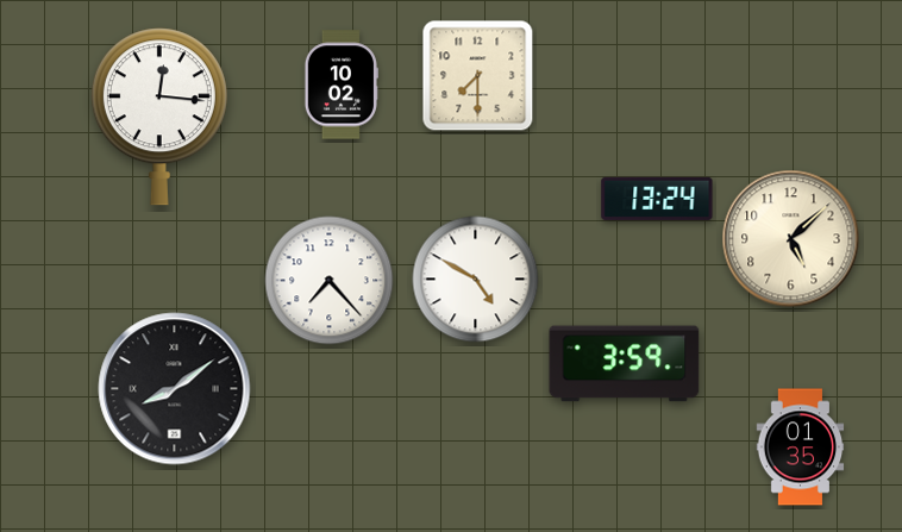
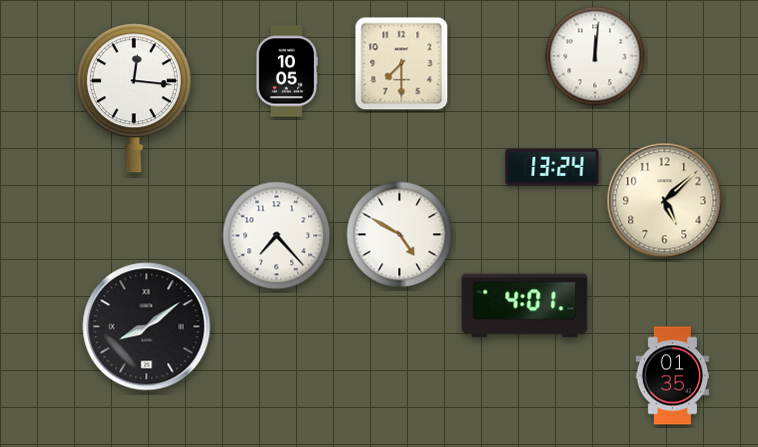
clock at (595, 56): none -> 12:01
clock at (340, 85): 10:02 -> 10:05
clock at (625, 364): 3:59 -> 4:01
